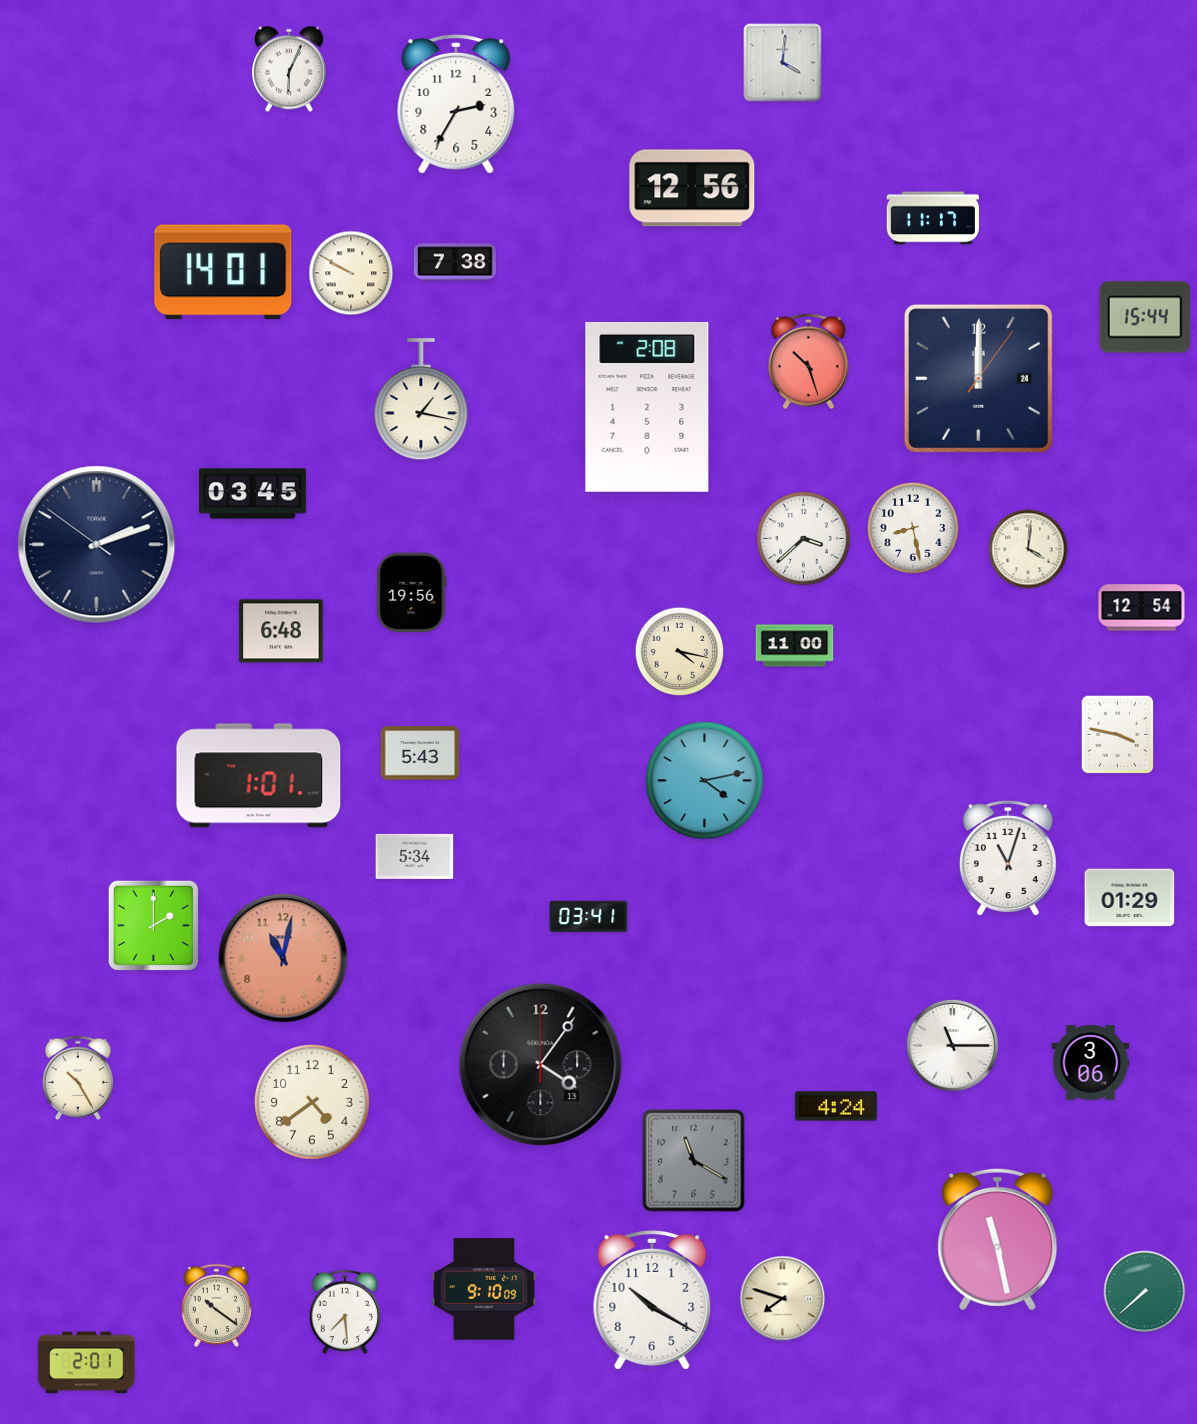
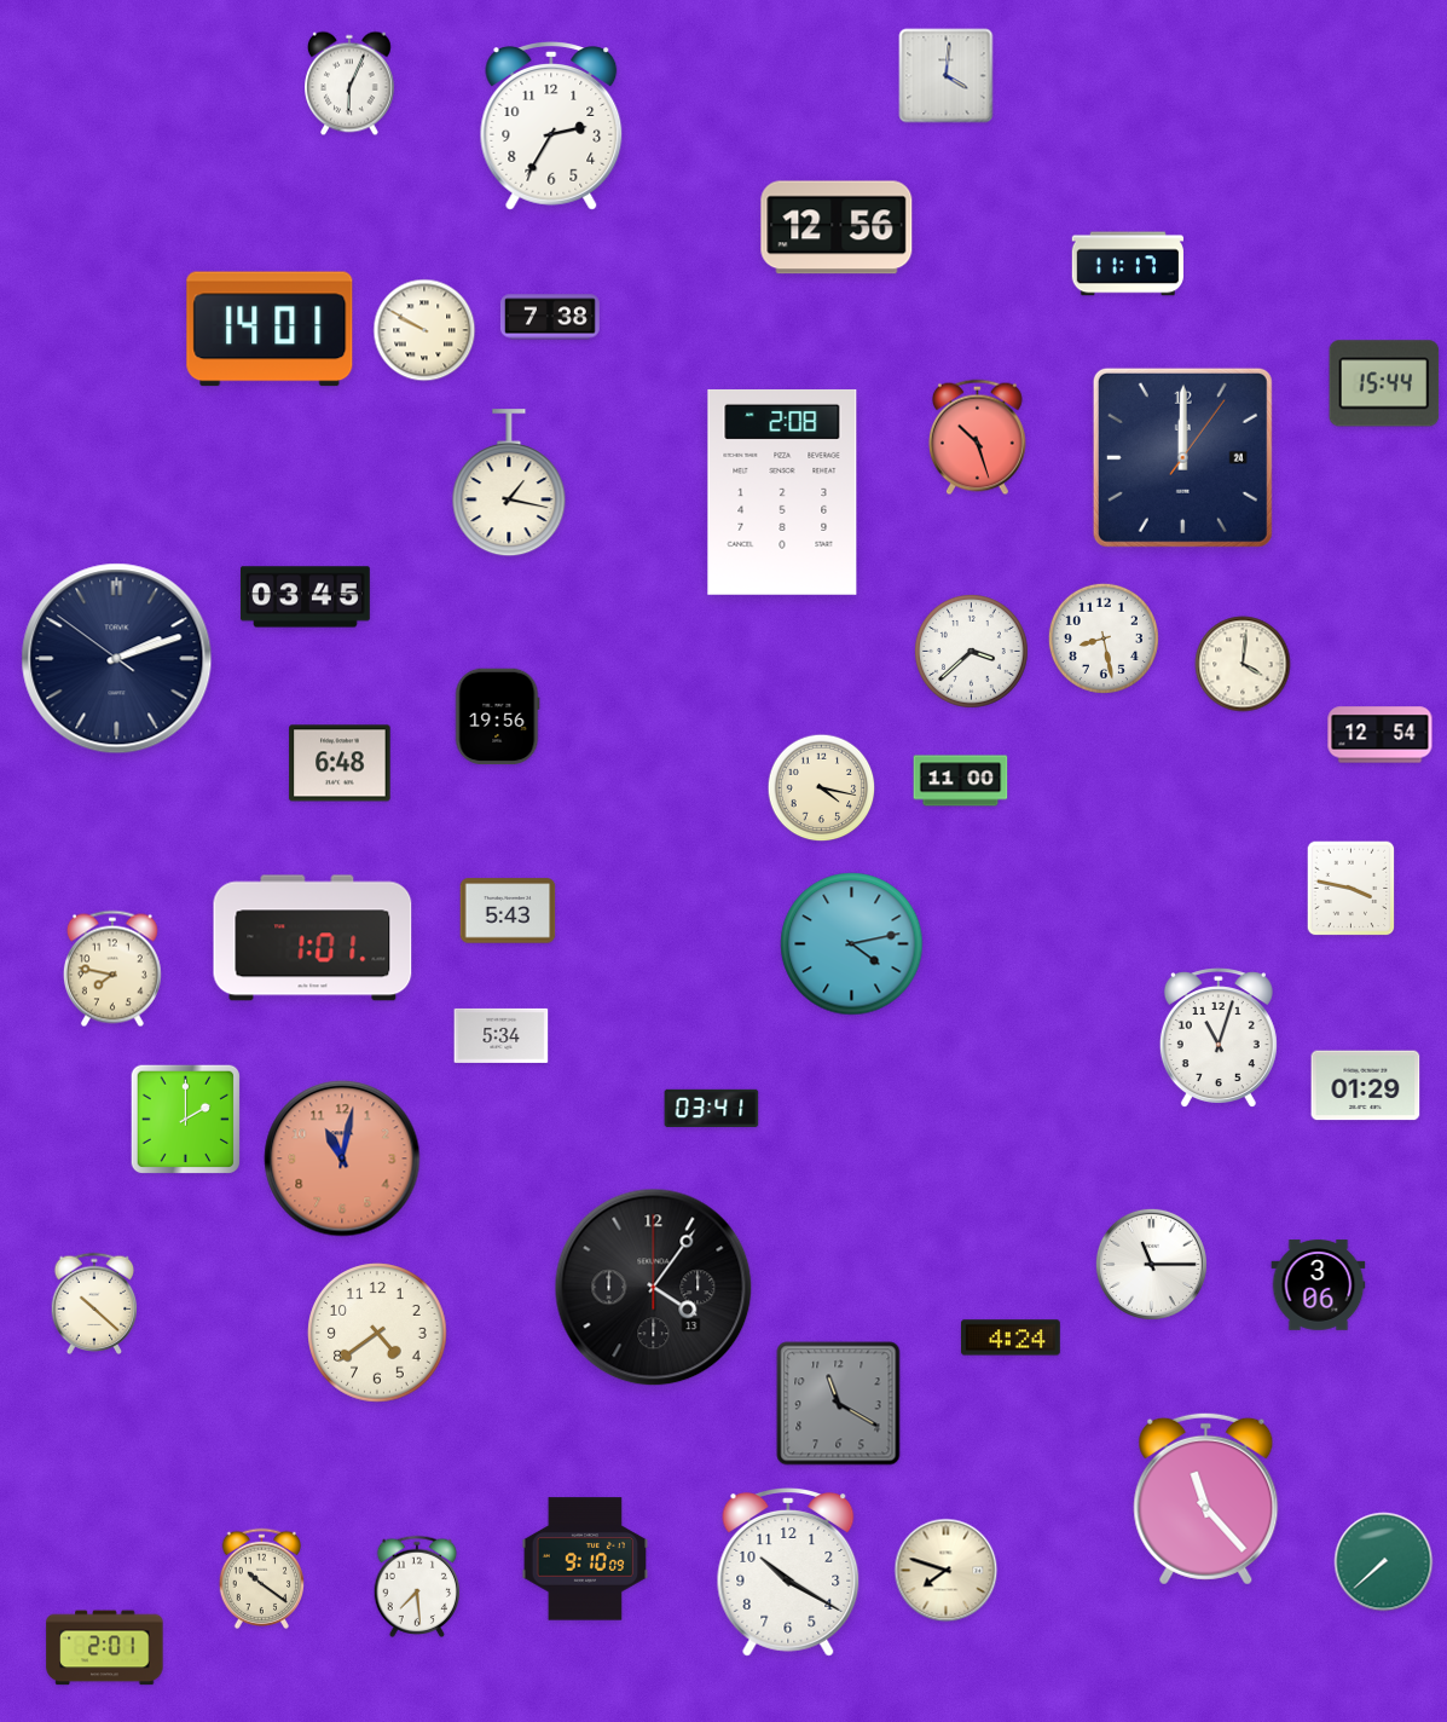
clock at (112, 969): none -> 7:47
clock at (78, 1077): 10:25 -> 10:22
clock at (998, 1239): 11:28 -> 11:23
